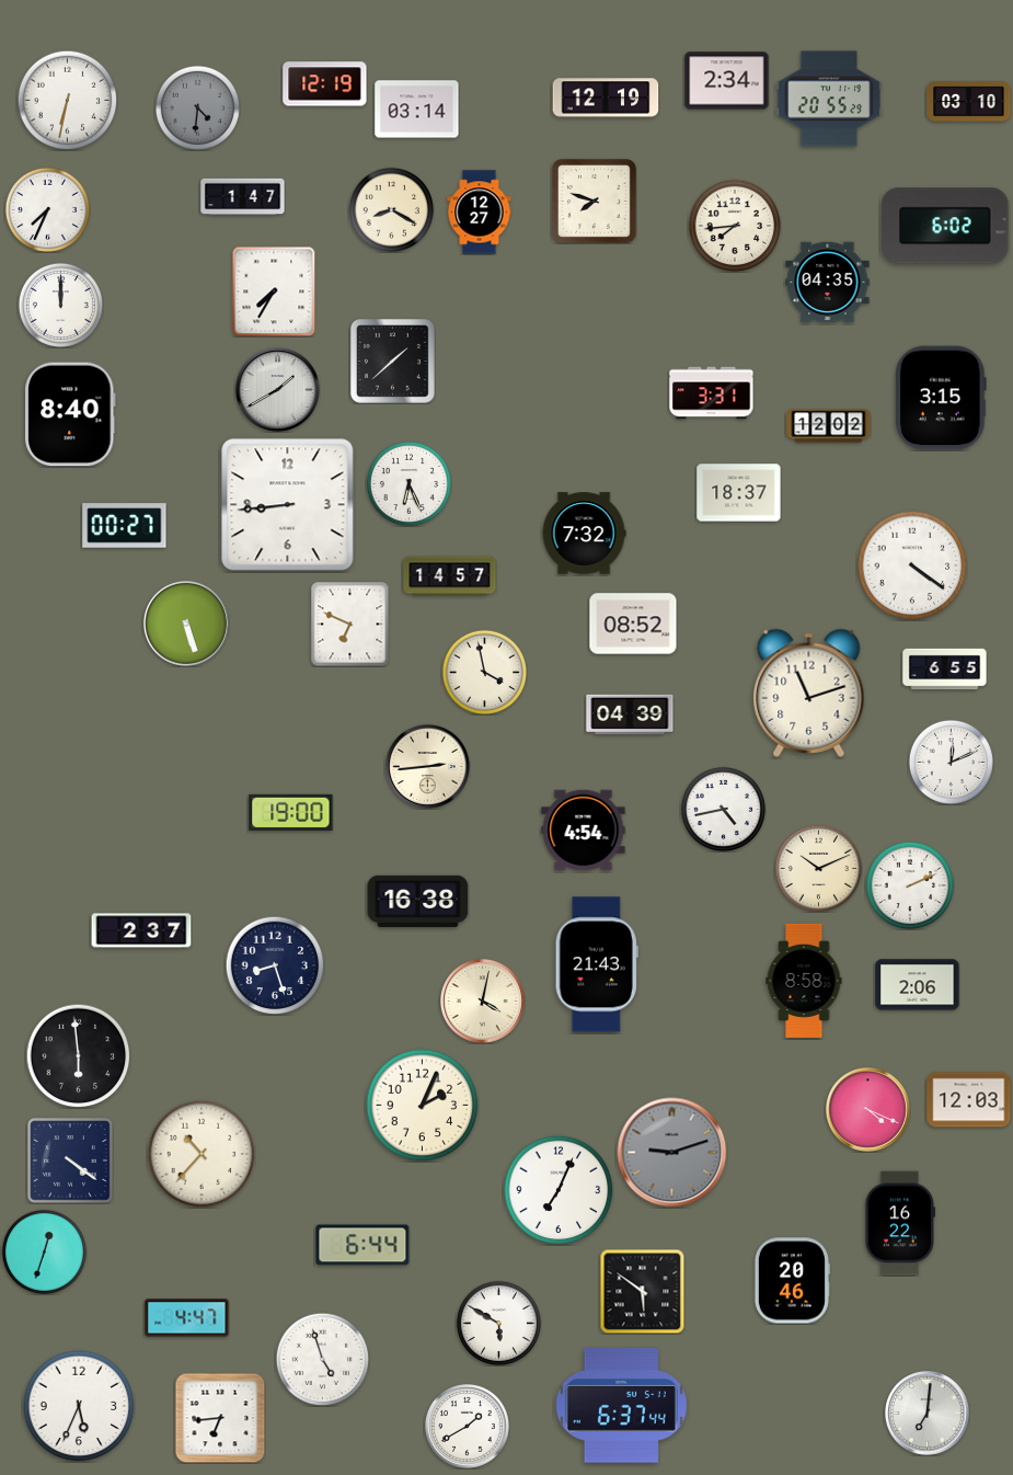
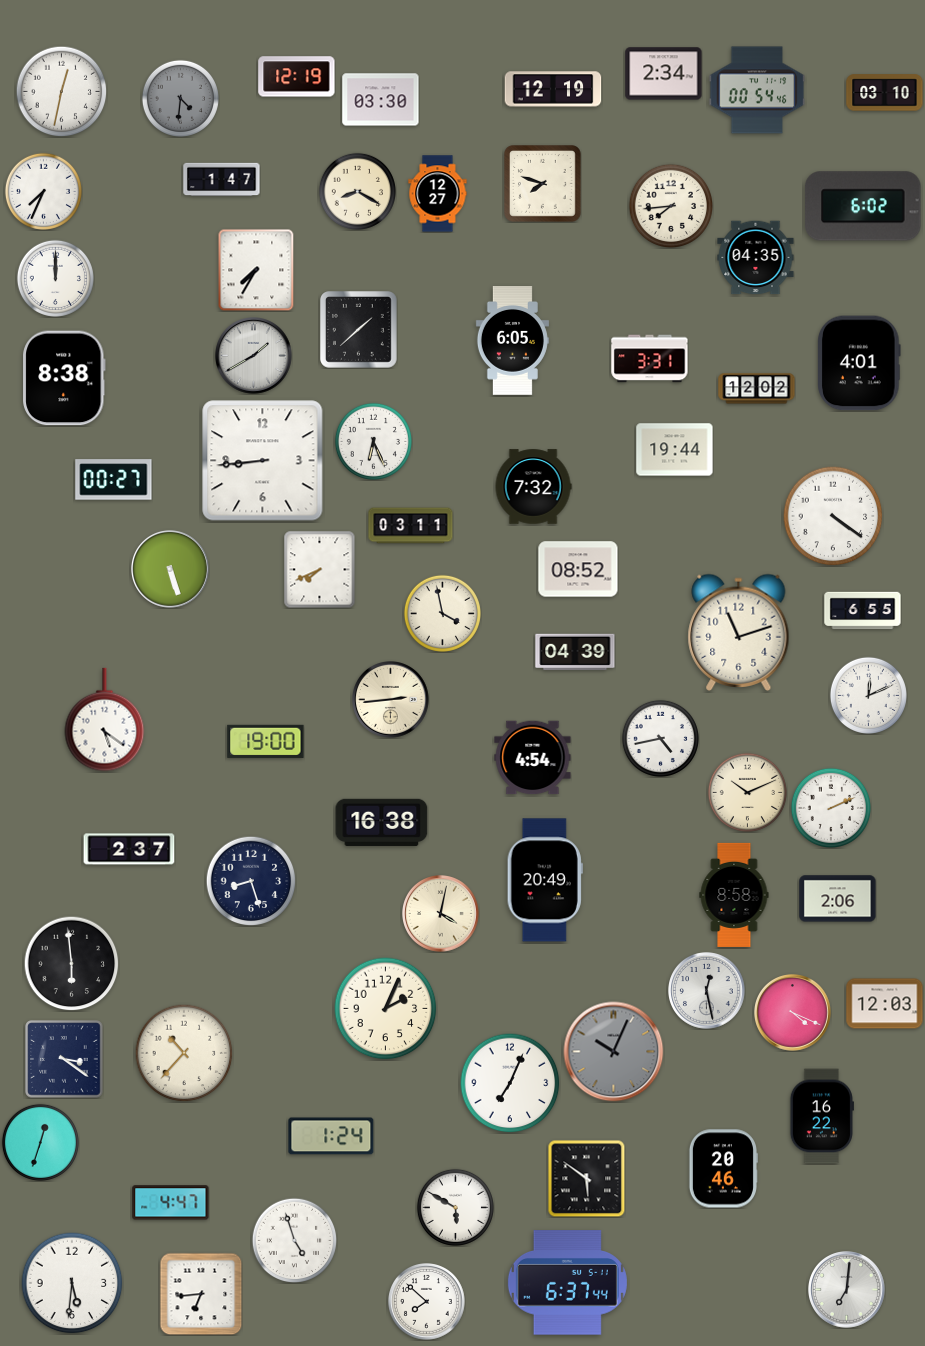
clock at (829, 99): 20:55 -> 00:54
clock at (67, 100): 6:32 -> 12:32
clock at (417, 110): 03:14 -> 03:30
clock at (274, 291) position: (274, 291) -> (256, 270)
clock at (512, 341): none -> 6:05
clock at (941, 398): 3:15 -> 4:01
clock at (71, 414): 8:40 -> 8:38
clock at (739, 493): 18:37 -> 19:44
clock at (450, 576): 14:57 -> 03:11
clock at (350, 624): 6:49 -> 7:41
clock at (105, 720): none -> 5:21
clock at (597, 964): 21:43 -> 20:49
clock at (707, 991): none -> 12:28
clock at (672, 1153): 9:12 -> 10:04
clock at (70, 1160): 4:21 -> 3:21
clock at (559, 1190) position: (559, 1190) -> (510, 1083)
clock at (362, 1245): 6:44 -> 1:24
clock at (79, 1406): 5:34 -> 5:31
clock at (468, 1427): 1:40 -> 7:52
